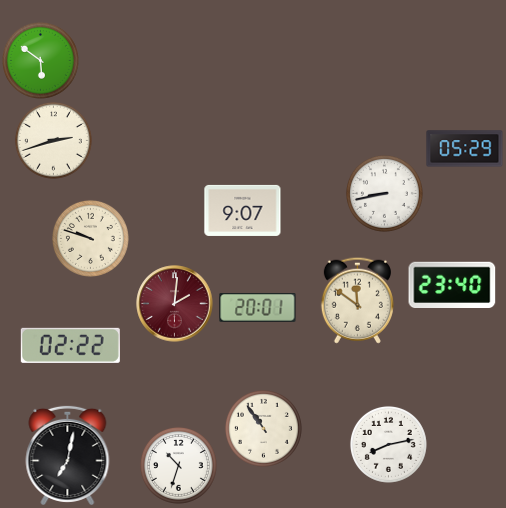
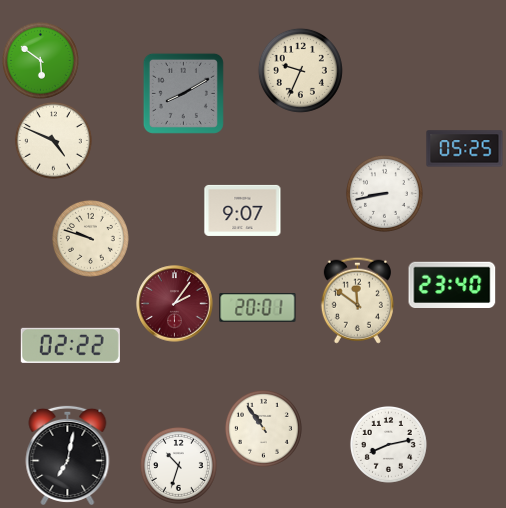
clock at (300, 70): none -> 9:34
clock at (183, 93): none -> 8:10
clock at (53, 140): 2:42 -> 4:49
clock at (465, 149): 05:29 -> 05:25
clock at (175, 304): 2:01 -> 2:06
